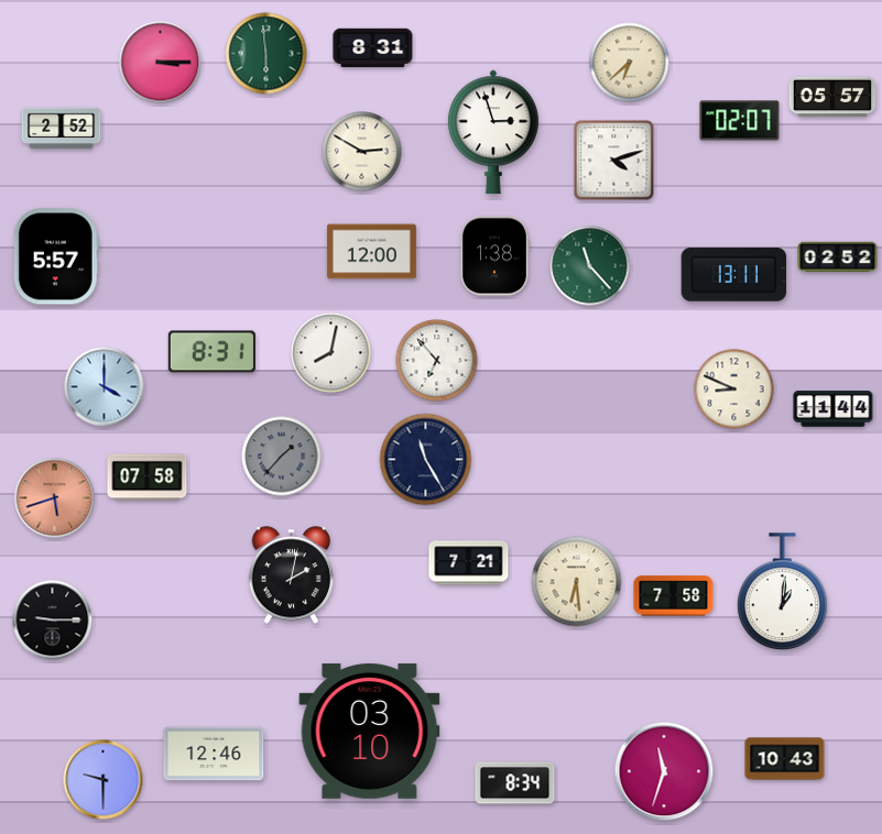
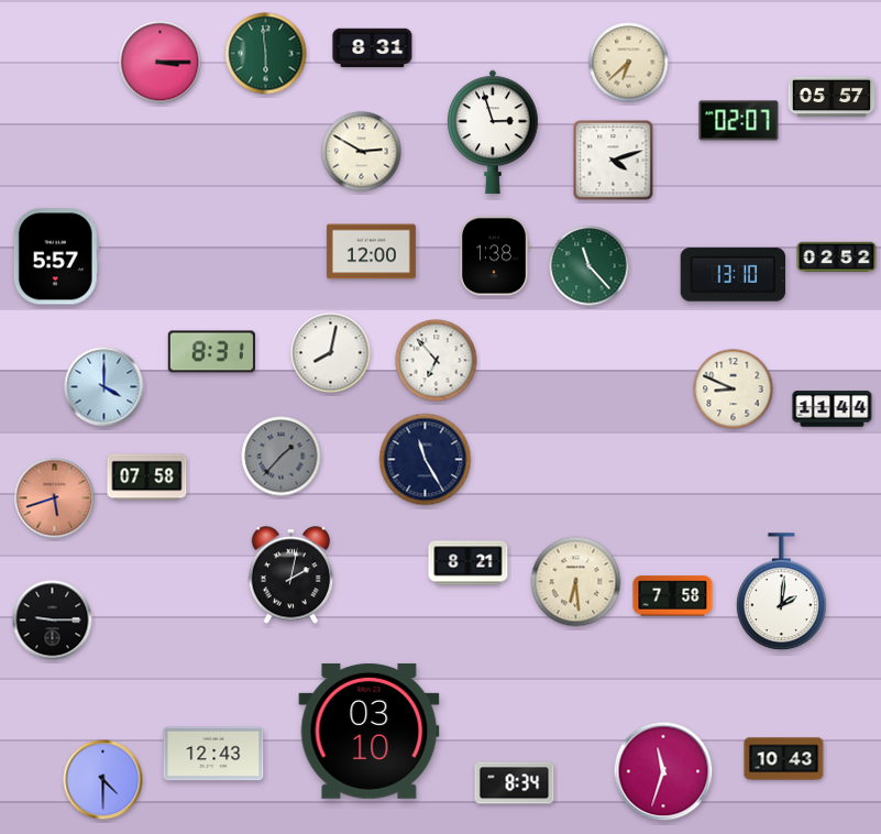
clock at (62, 129): 2:52 -> none
clock at (734, 275): 13:11 -> 13:10
clock at (469, 563): 7:21 -> 8:21
clock at (783, 592): 1:01 -> 2:01
clock at (214, 754): 12:46 -> 12:43
clock at (104, 780): 9:30 -> 4:30
